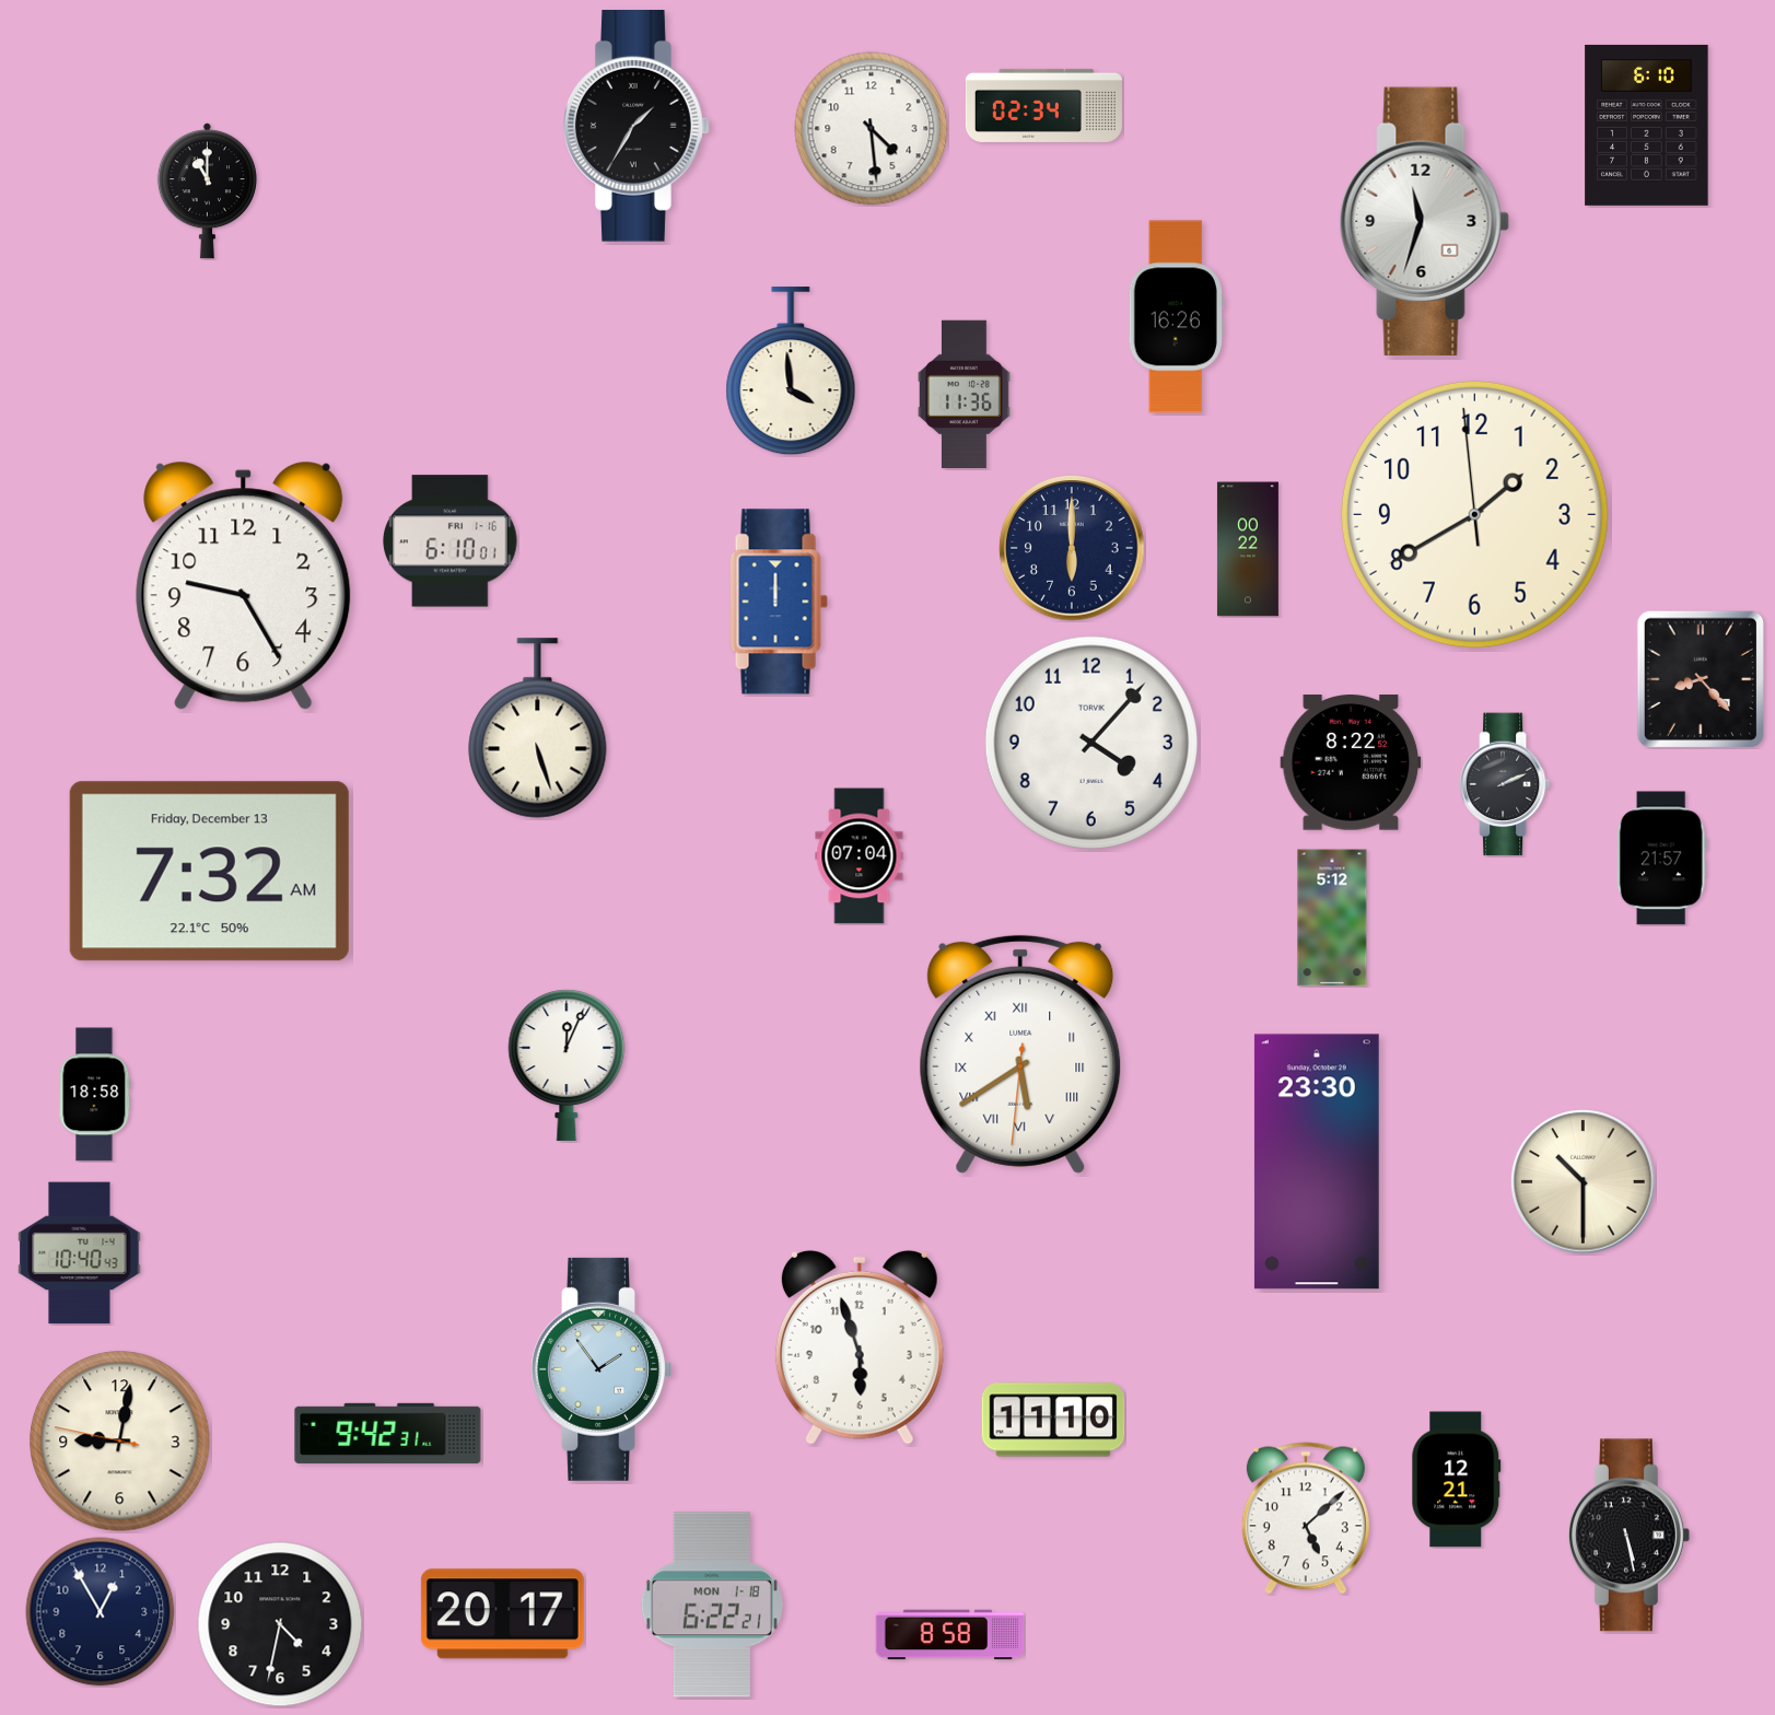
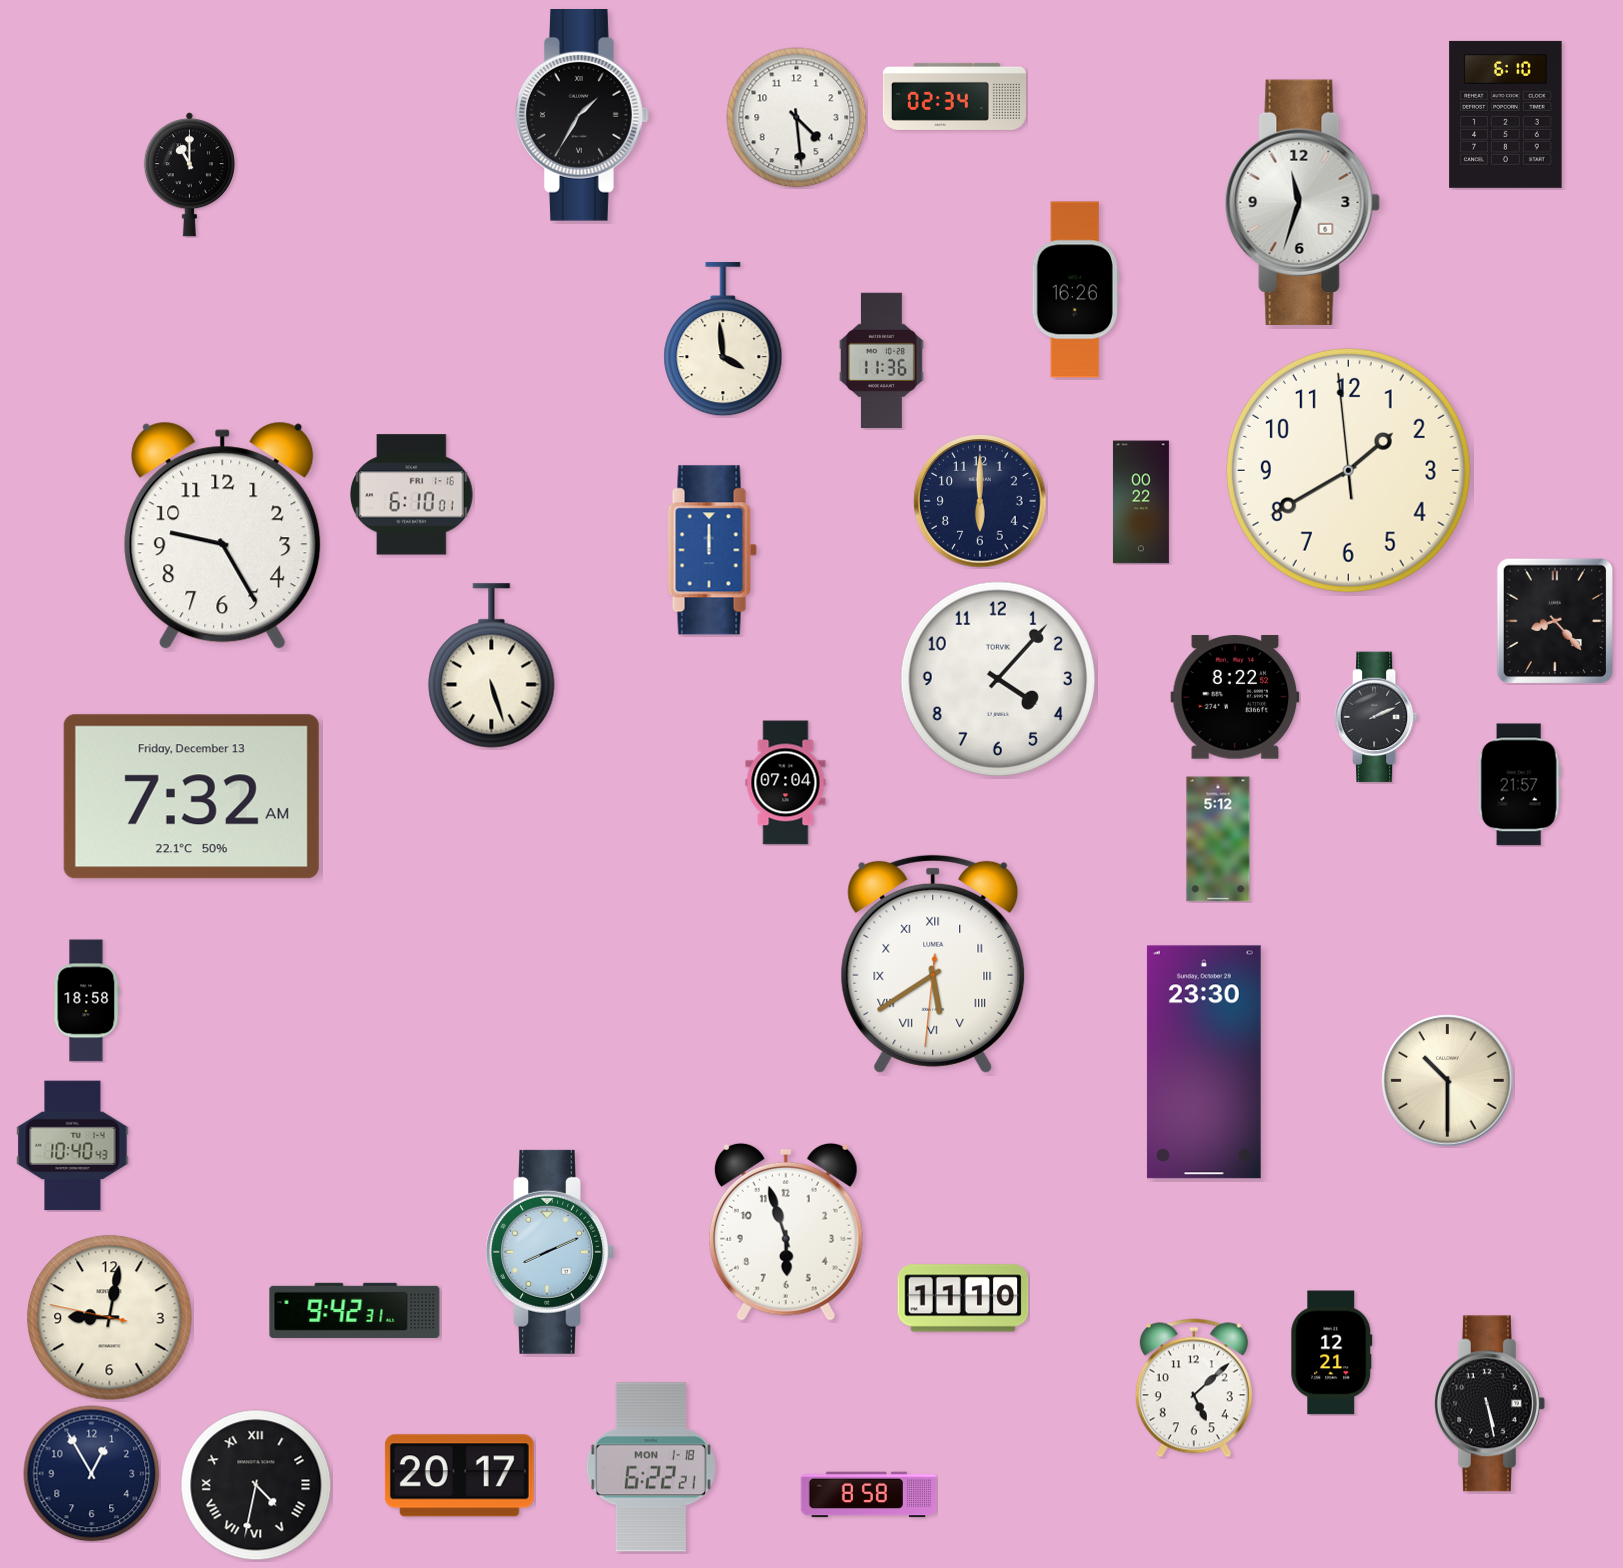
clock at (567, 1065): 12:04 -> none
clock at (602, 1369): 1:54 -> 8:11
clock at (280, 1624) numerals: Arabic -> Roman
